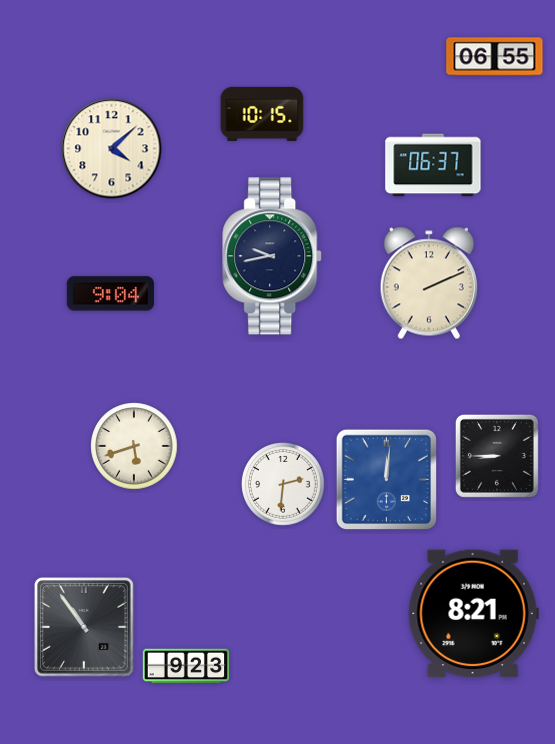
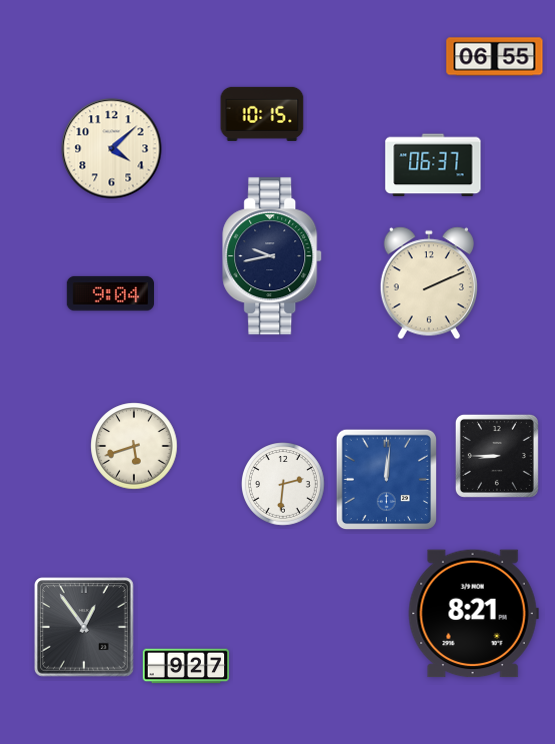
clock at (84, 627): 10:54 -> 12:54
clock at (186, 666): 9:23 -> 9:27
